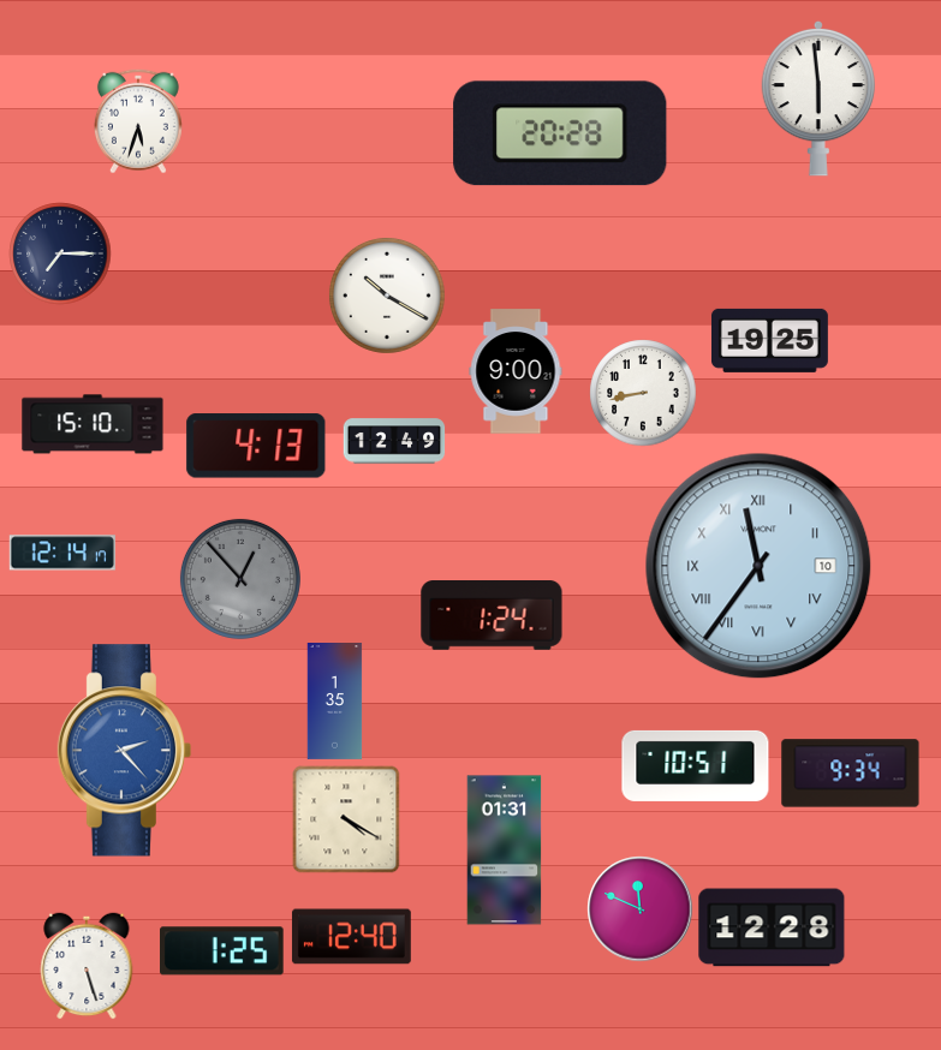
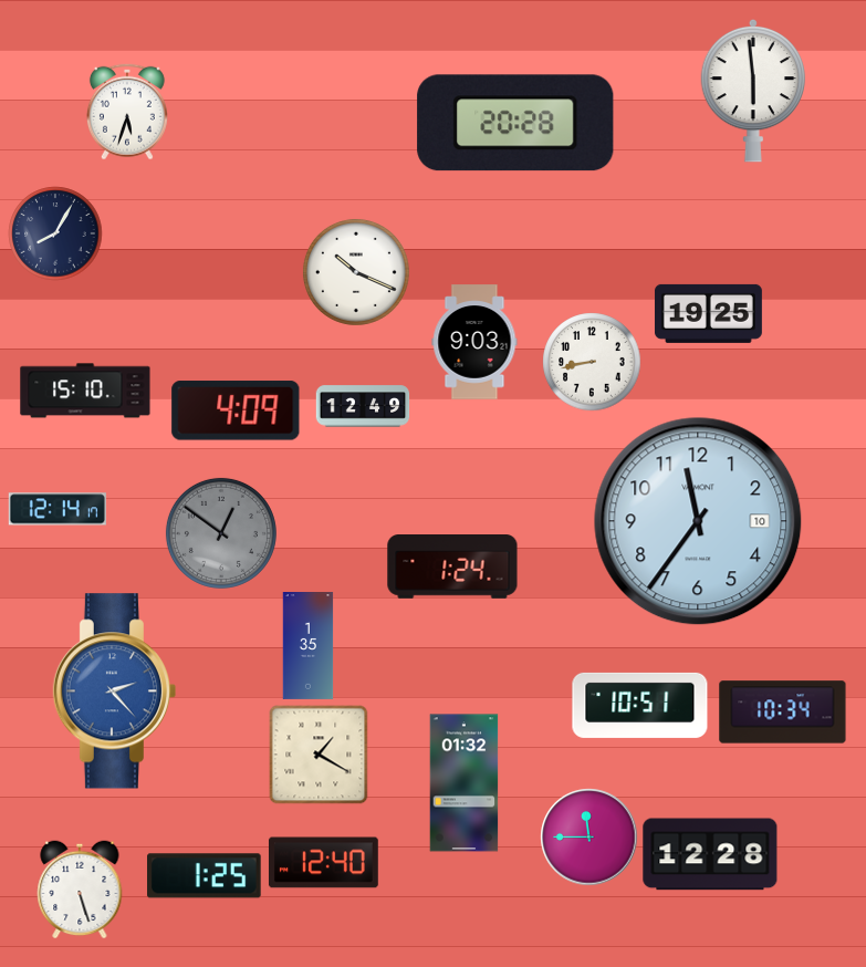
clock at (60, 253): 7:15 -> 8:05
clock at (387, 296): 10:20 -> 10:19
clock at (516, 371): 9:00 -> 9:03
clock at (256, 446): 4:13 -> 4:09
clock at (758, 566) numerals: Roman -> Arabic
clock at (240, 579): 12:53 -> 12:51
clock at (851, 774): 9:34 -> 10:34
clock at (346, 819): 4:20 -> 1:20
clock at (505, 851): 01:31 -> 01:32
clock at (639, 908): 11:49 -> 11:45
